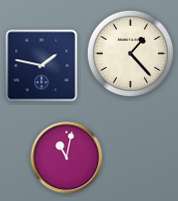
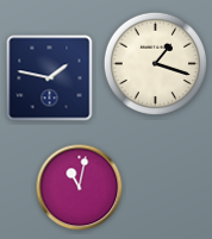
clock at (131, 54): 1:23 -> 1:18
